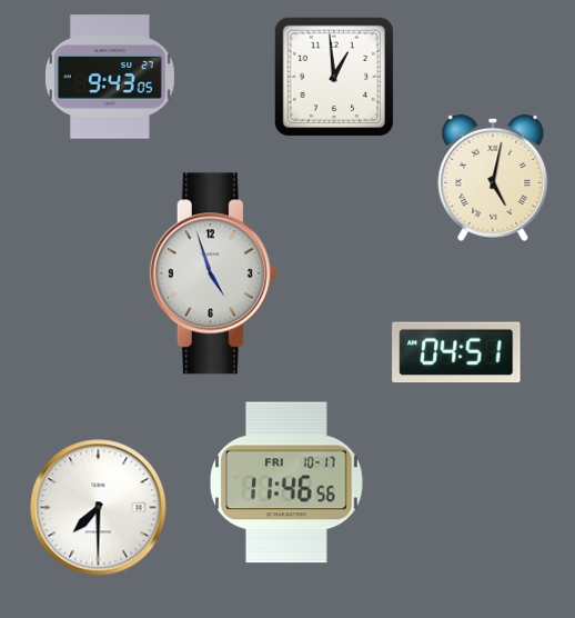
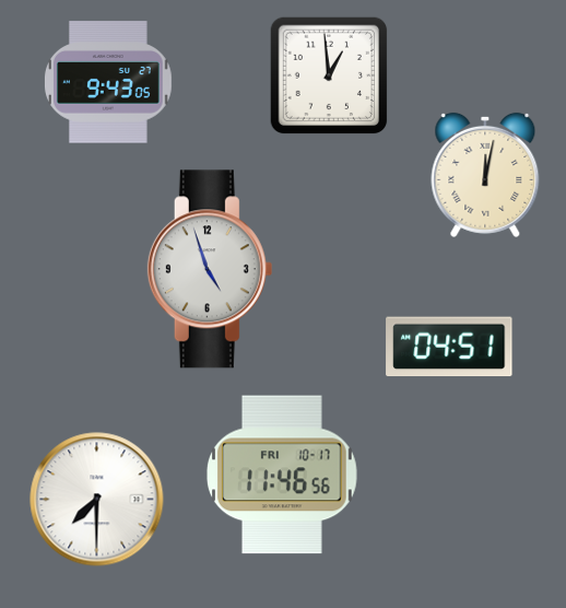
clock at (110, 77) position: (110, 77) -> (108, 82)
clock at (493, 178): 5:02 -> 12:02
